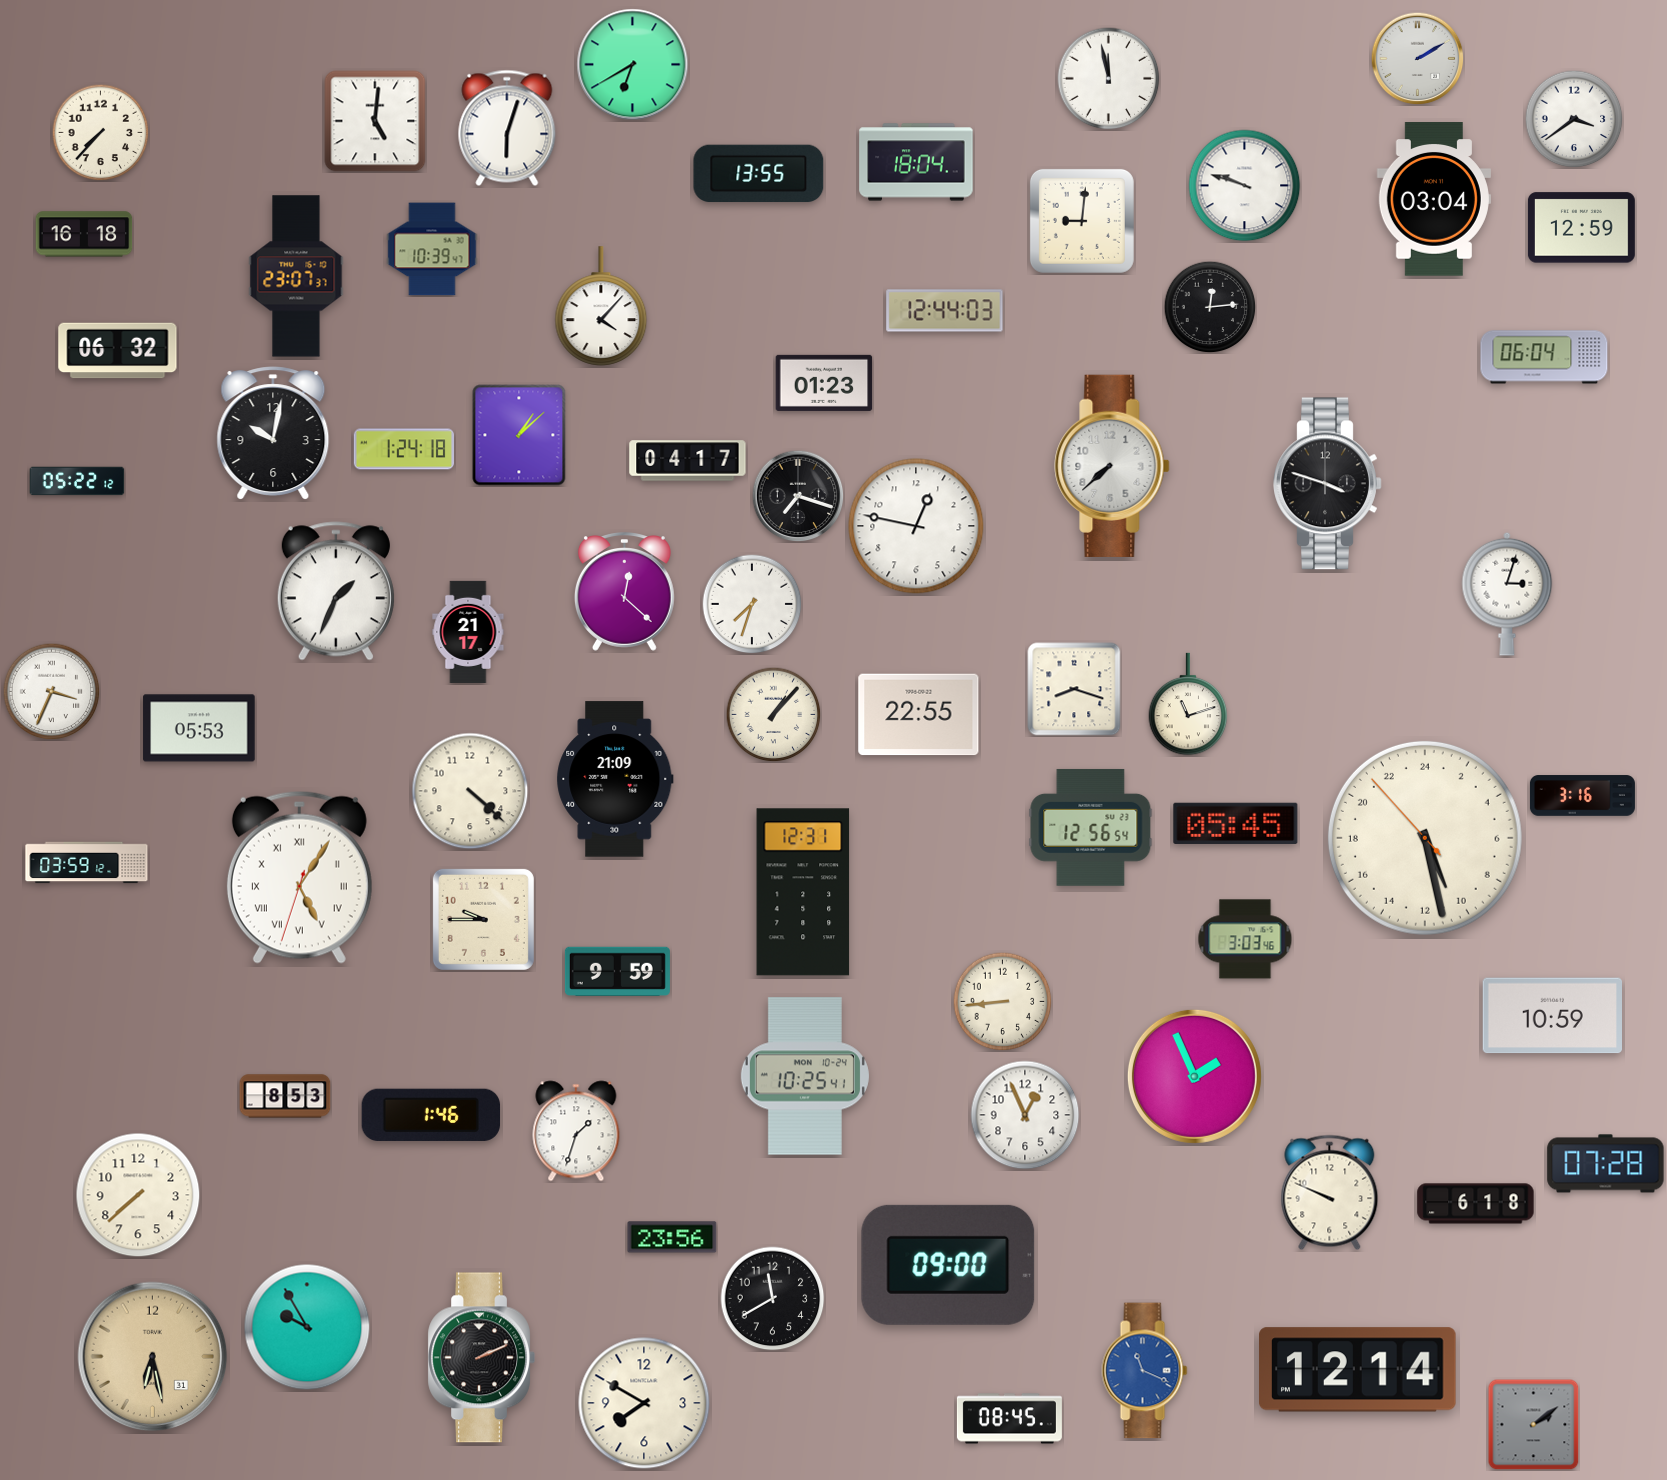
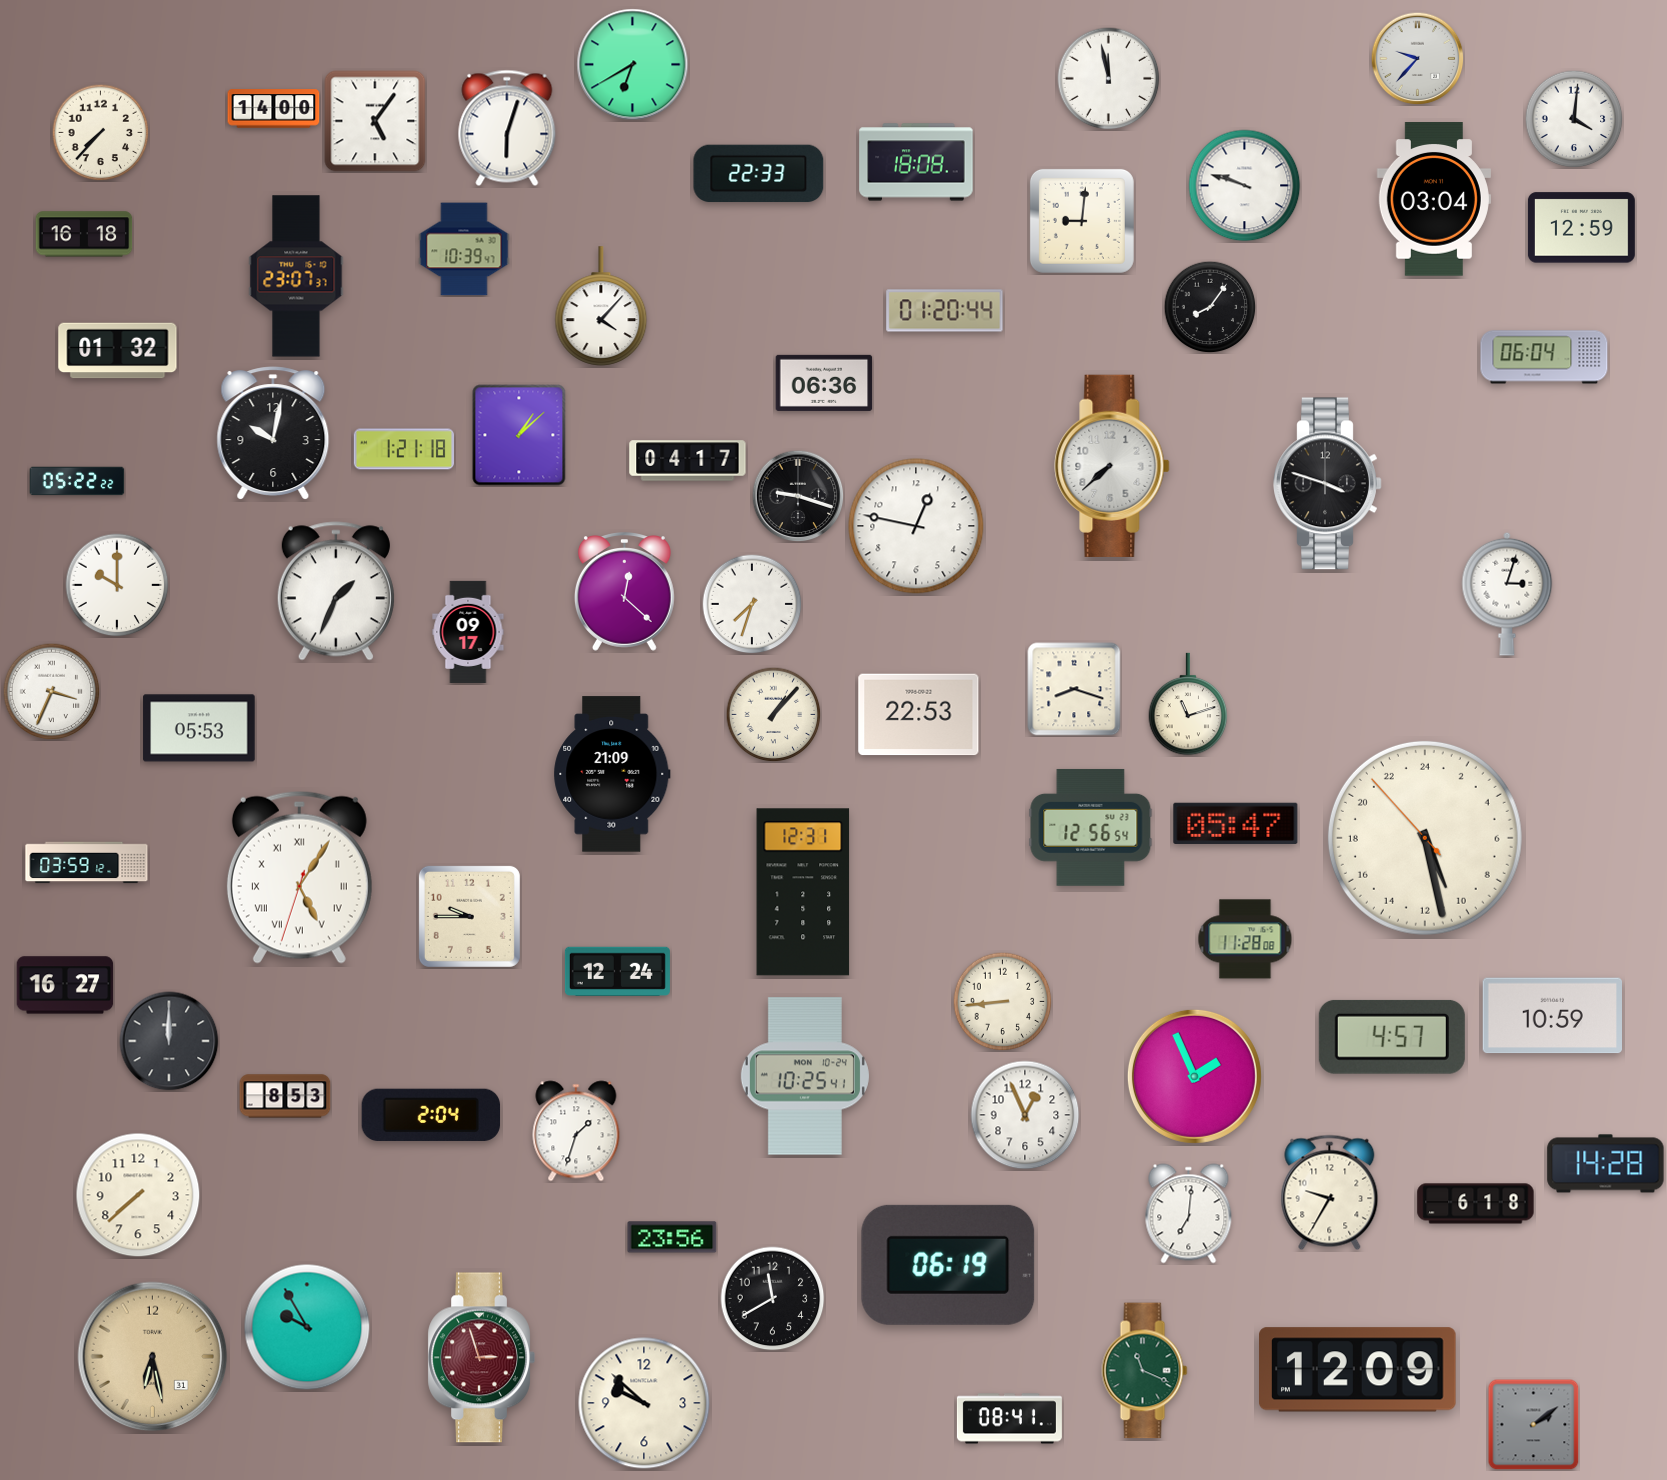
clock at (1417, 58): 2:10 -> 9:37
clock at (274, 109): none -> 14:00
clock at (1574, 119): 3:39 -> 4:01
clock at (375, 121): 5:01 -> 5:06
clock at (916, 162): 18:04 -> 18:08
clock at (759, 174): 13:55 -> 22:33
clock at (432, 249) position: (432, 249) -> (464, 249)
clock at (1210, 307): 12:14 -> 8:06
clock at (945, 311): 12:44 -> 01:20
clock at (118, 351): 06:32 -> 01:32
clock at (824, 383): 01:23 -> 06:36
clock at (403, 449): 1:24 -> 1:21
clock at (77, 481): 05:22:12 -> 05:22:22
clock at (798, 496): 7:18 -> 9:18
clock at (117, 585): none -> 10:00
clock at (468, 632): 21:17 -> 09:17
clock at (919, 715): 22:55 -> 22:53
clock at (615, 779) position: (615, 779) -> (612, 774)
clock at (470, 791): 4:22 -> none
clock at (1582, 796): 3:16 -> none
clock at (1236, 823): 05:45 -> 05:47
clock at (483, 919) position: (483, 919) -> (469, 916)
clock at (1245, 939): 3:03 -> 11:28
clock at (617, 971): 9:59 -> 12:24
clock at (65, 985): none -> 16:27
clock at (1392, 1037): none -> 4:57
clock at (169, 1041): none -> 12:00
clock at (431, 1115): 1:46 -> 2:04
clock at (1606, 1164): 07:28 -> 14:28
clock at (1330, 1193): 9:49 -> 9:35
clock at (1189, 1214): none -> 7:01
clock at (948, 1265): 09:00 -> 06:19
clock at (481, 1358): 2:11 -> 2:57
clock at (481, 1358) dial: black -> burgundy
clock at (1358, 1370): 12:14 -> 12:09
clock at (1145, 1371) dial: blue -> green
clock at (644, 1403): 7:50 -> 9:52
clock at (1009, 1419): 08:45 -> 08:41
